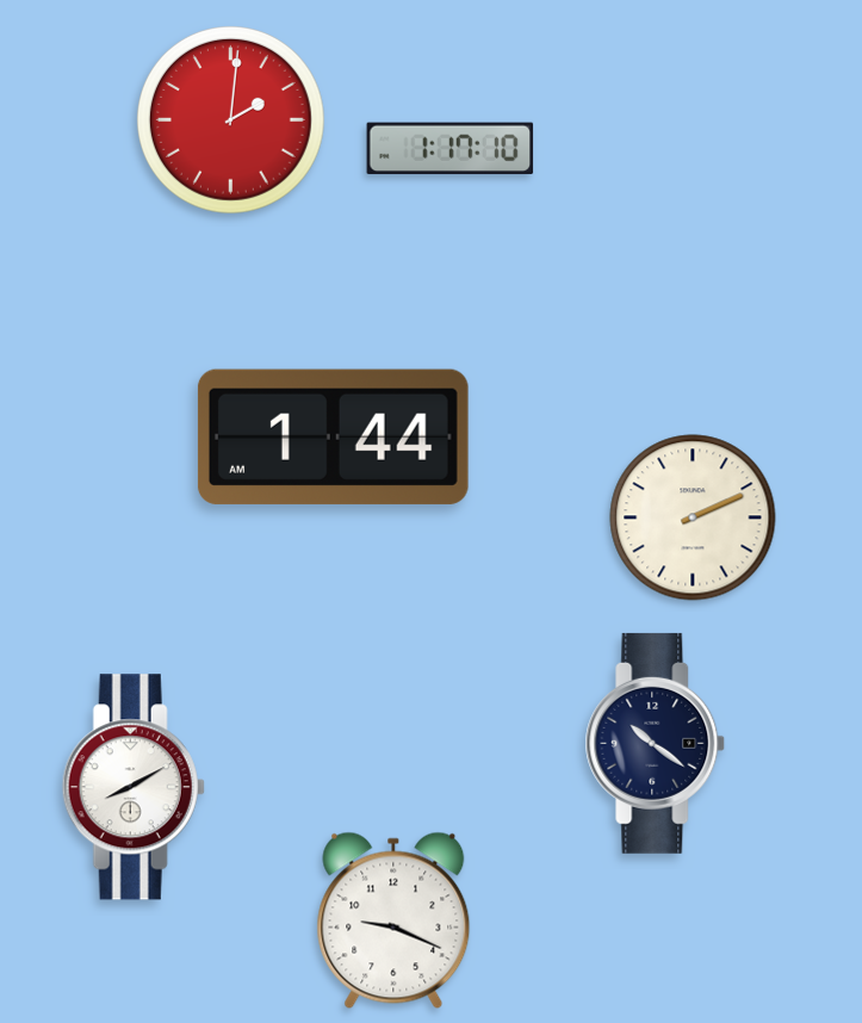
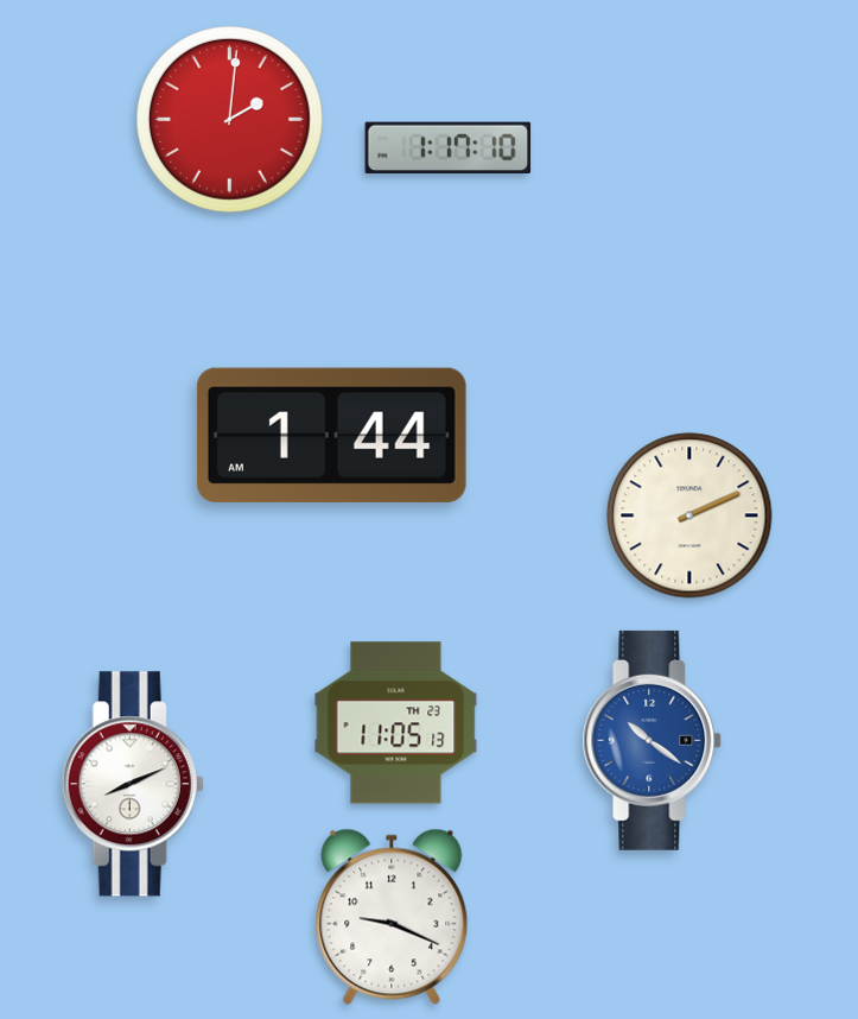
clock at (396, 723): none -> 11:05
clock at (656, 743) dial: navy -> blue
clock at (134, 787): 8:10 -> 8:11
